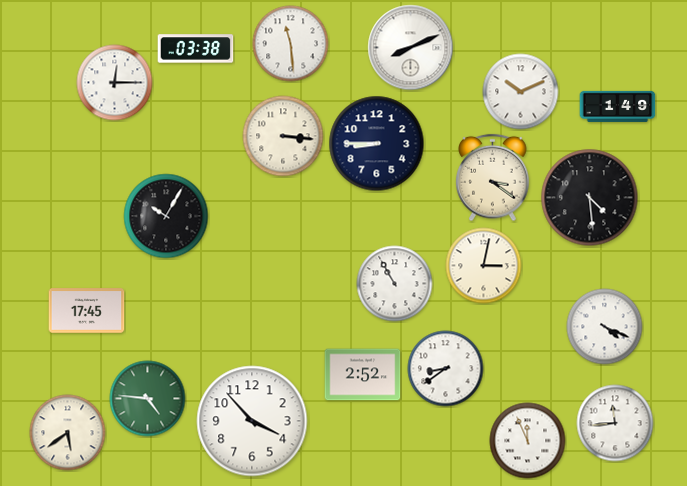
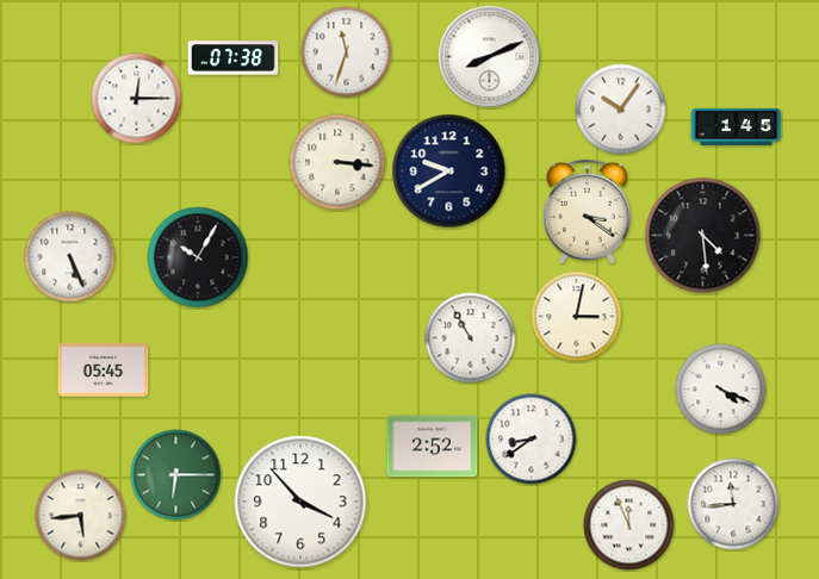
clock at (291, 44): 11:29 -> 11:33
clock at (196, 49): 03:38 -> 07:38
clock at (521, 92): 10:11 -> 10:06
clock at (618, 106): 1:49 -> 1:45
clock at (377, 144): 8:45 -> 9:40
clock at (70, 257): none -> 5:26
clock at (87, 311): 17:45 -> 05:45
clock at (148, 399): 4:46 -> 6:15
clock at (68, 433): 5:39 -> 5:44
